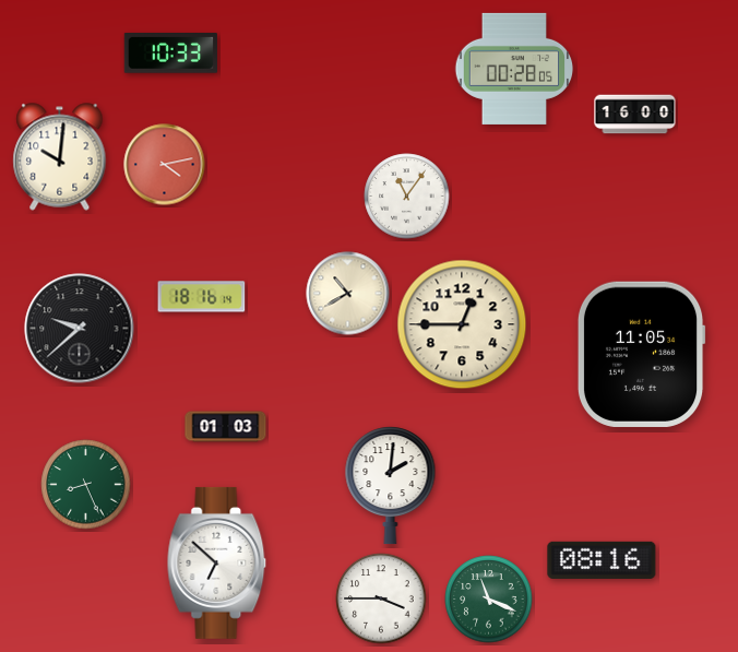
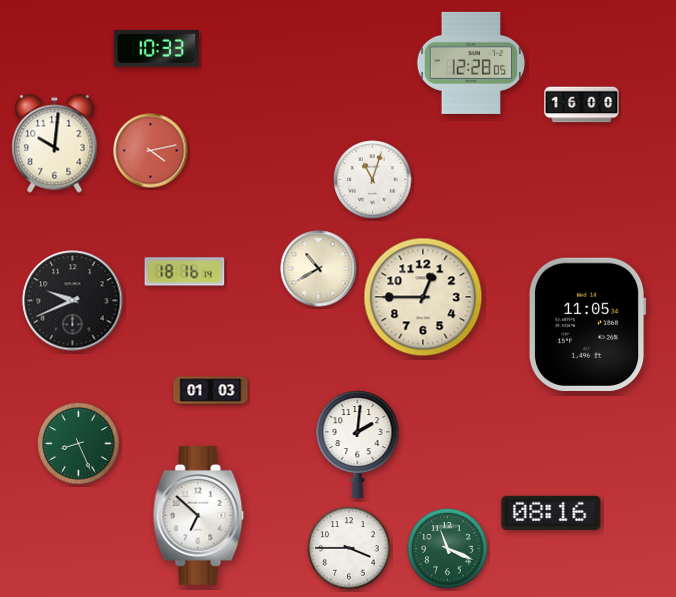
clock at (514, 69): 00:28 -> 12:28
clock at (407, 197): 11:06 -> 11:03
clock at (80, 329): 9:38 -> 9:41
clock at (226, 427) position: (226, 427) -> (211, 391)
